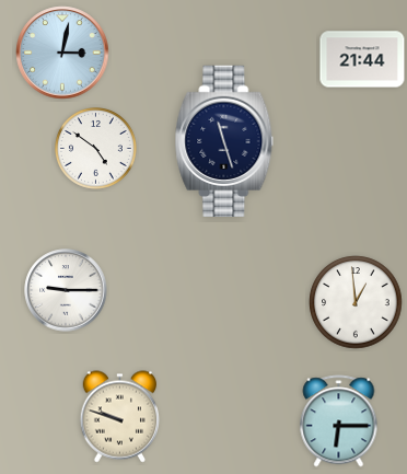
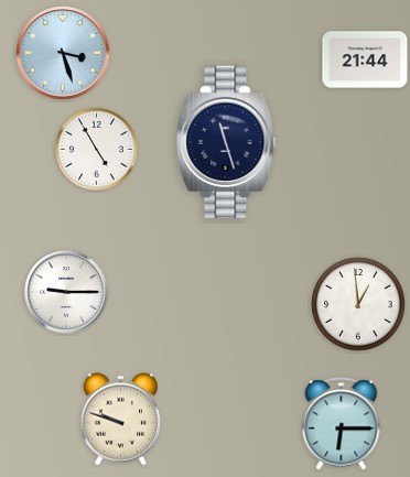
clock at (62, 53): 3:02 -> 3:27
clock at (96, 149): 4:51 -> 4:55
